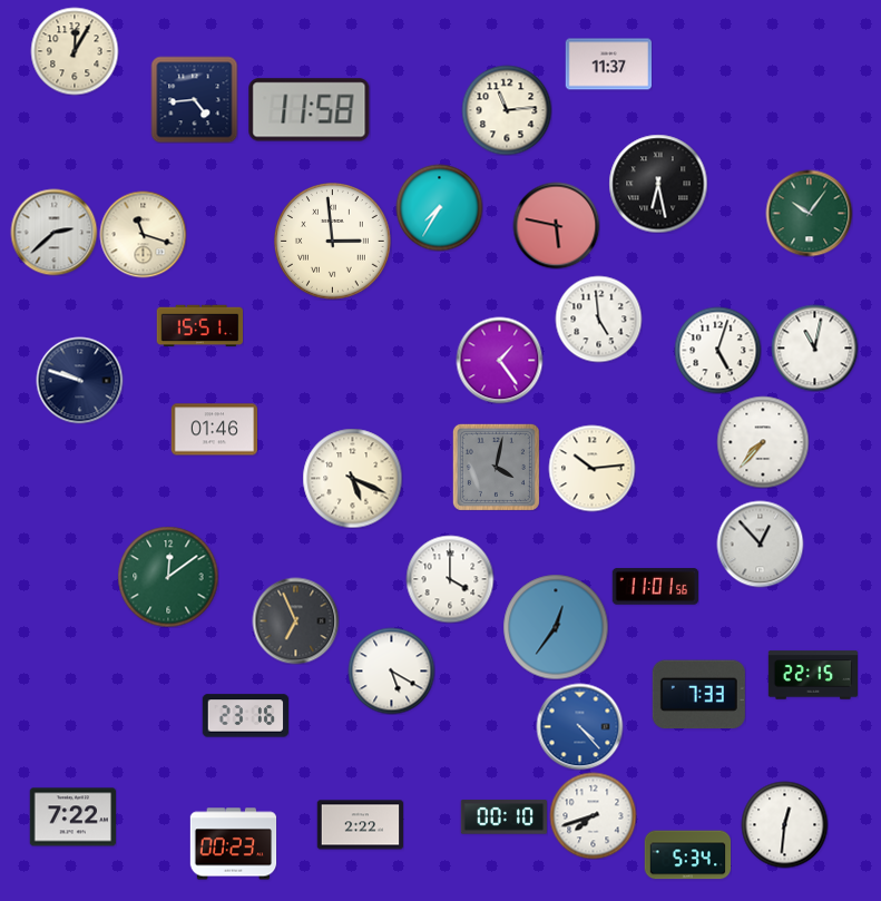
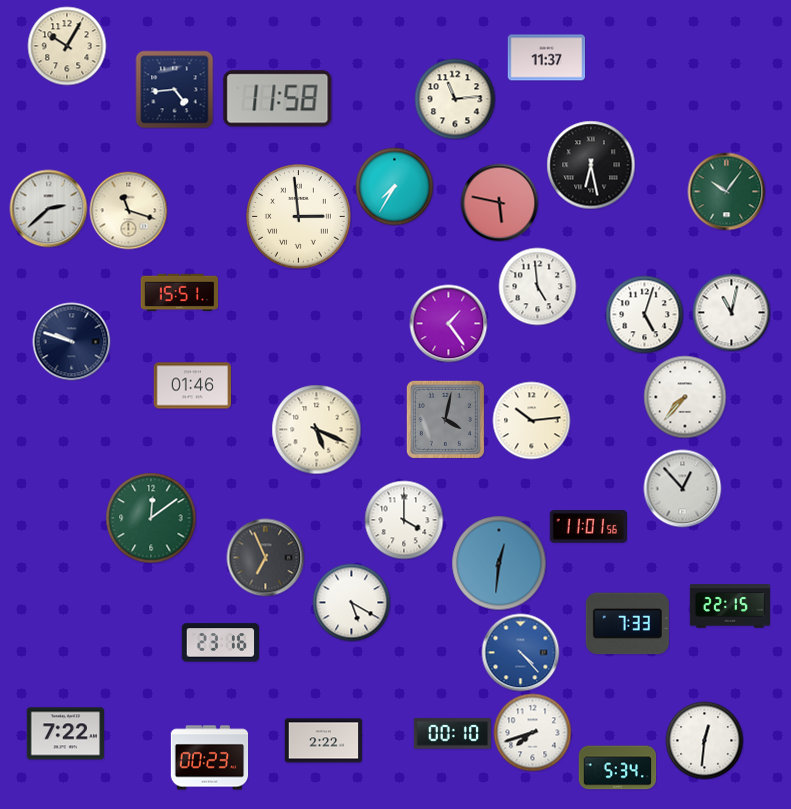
clock at (75, 51): 12:05 -> 10:05
clock at (556, 627): 12:36 -> 12:31
